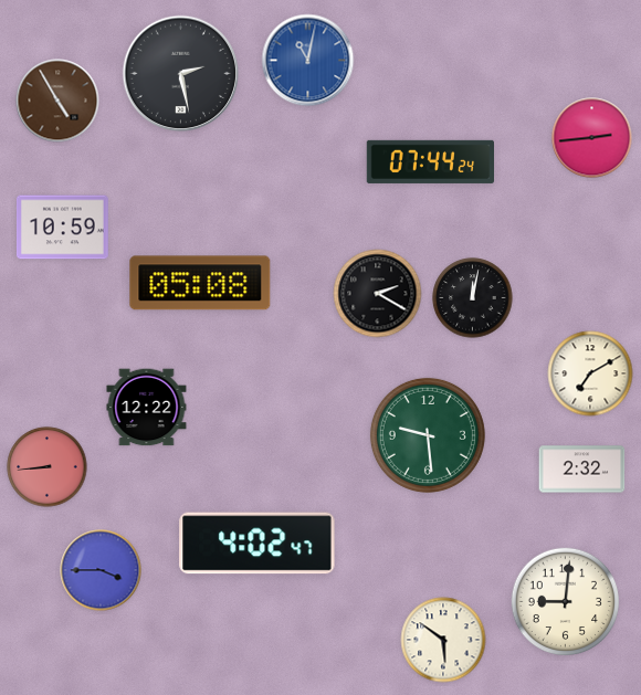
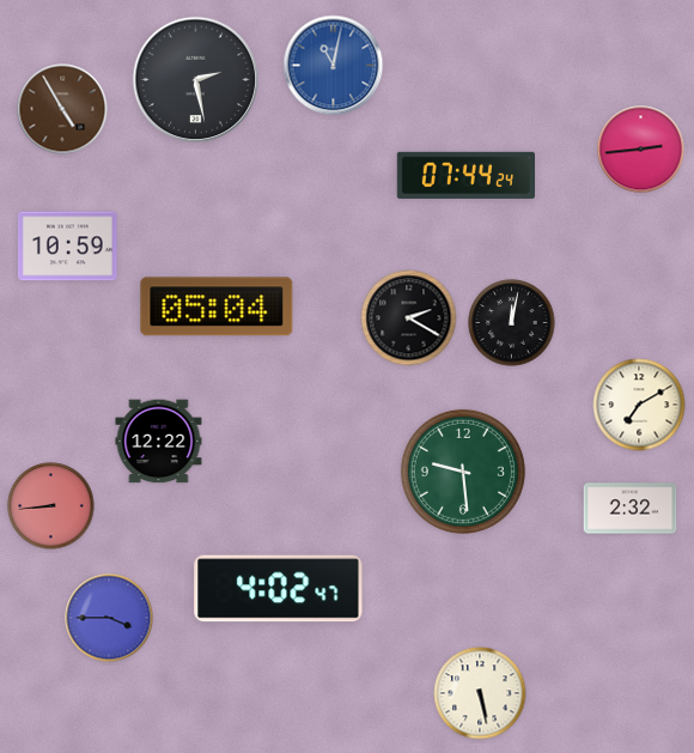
clock at (200, 283): 05:08 -> 05:04
clock at (566, 602): 9:01 -> none
clock at (443, 640): 5:51 -> 5:28
